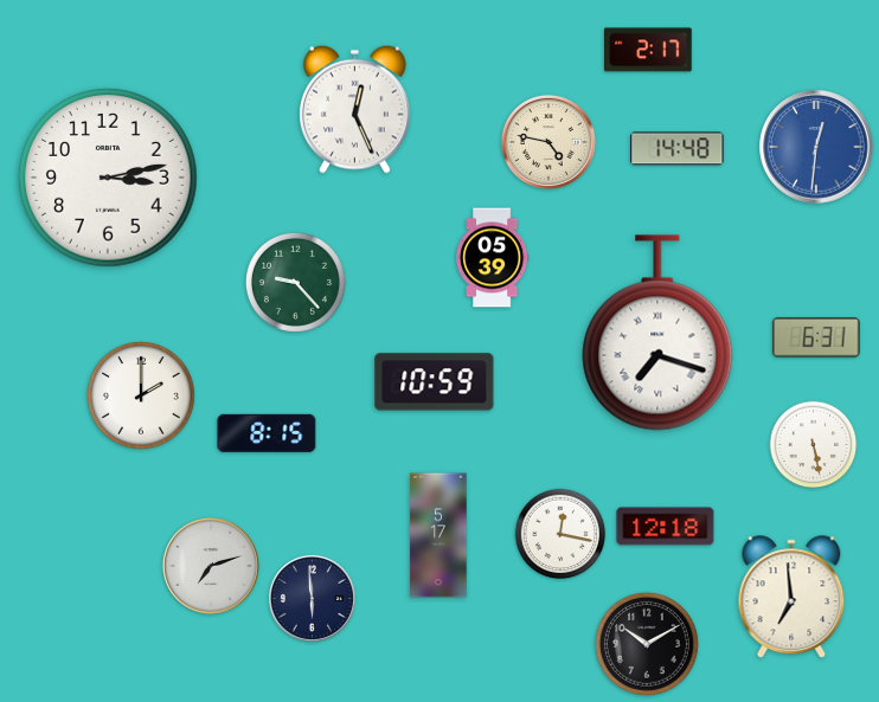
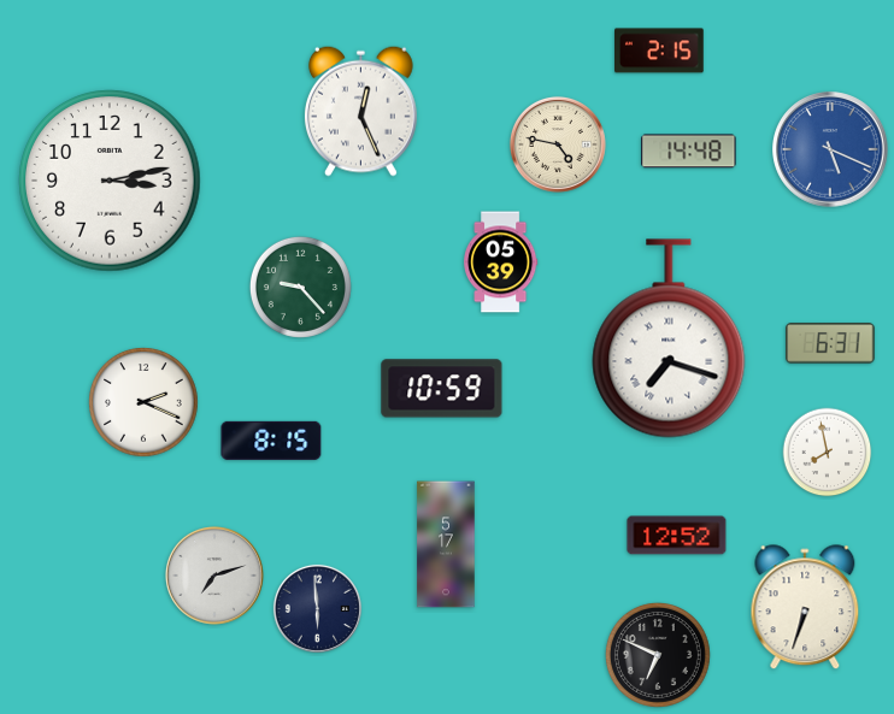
clock at (649, 50): 2:17 -> 2:15
clock at (816, 147): 12:31 -> 5:19
clock at (141, 395): 2:00 -> 2:19
clock at (814, 445): 5:28 -> 7:58
clock at (666, 527): 12:18 -> 12:52
clock at (560, 534): 12:17 -> none
clock at (791, 598): 6:59 -> 6:33
clock at (647, 644): 10:10 -> 6:49
